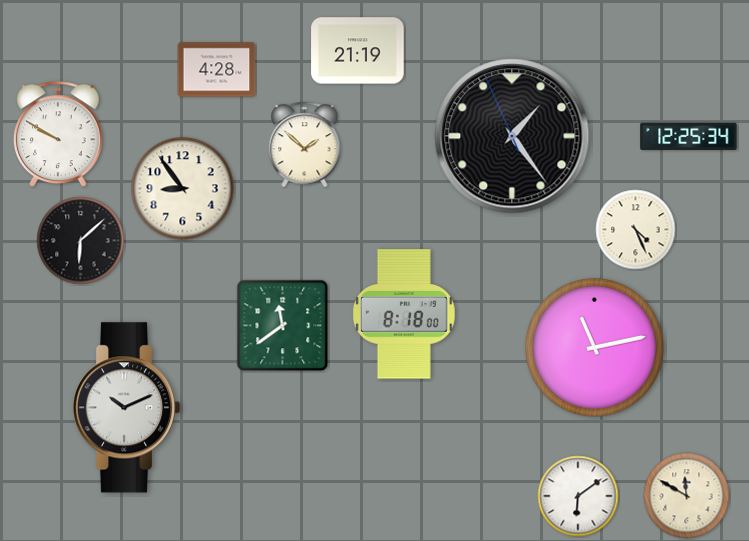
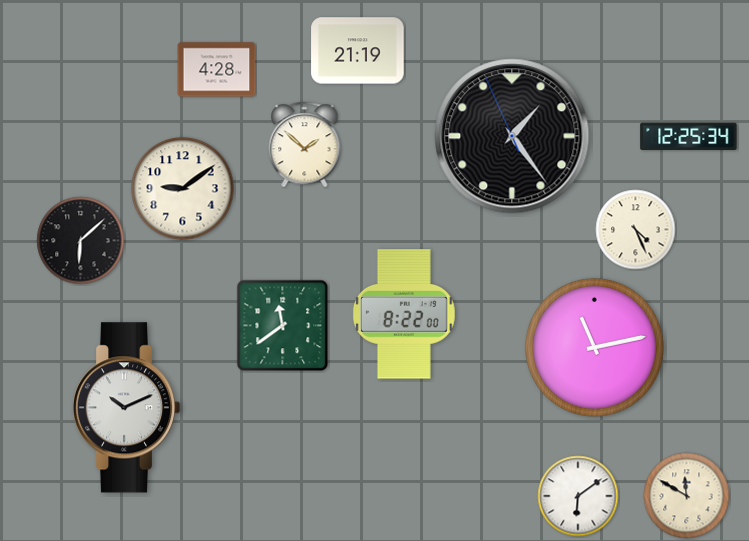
clock at (58, 135): 9:50 -> none
clock at (183, 189): 8:54 -> 9:09
clock at (404, 314): 8:18 -> 8:22
